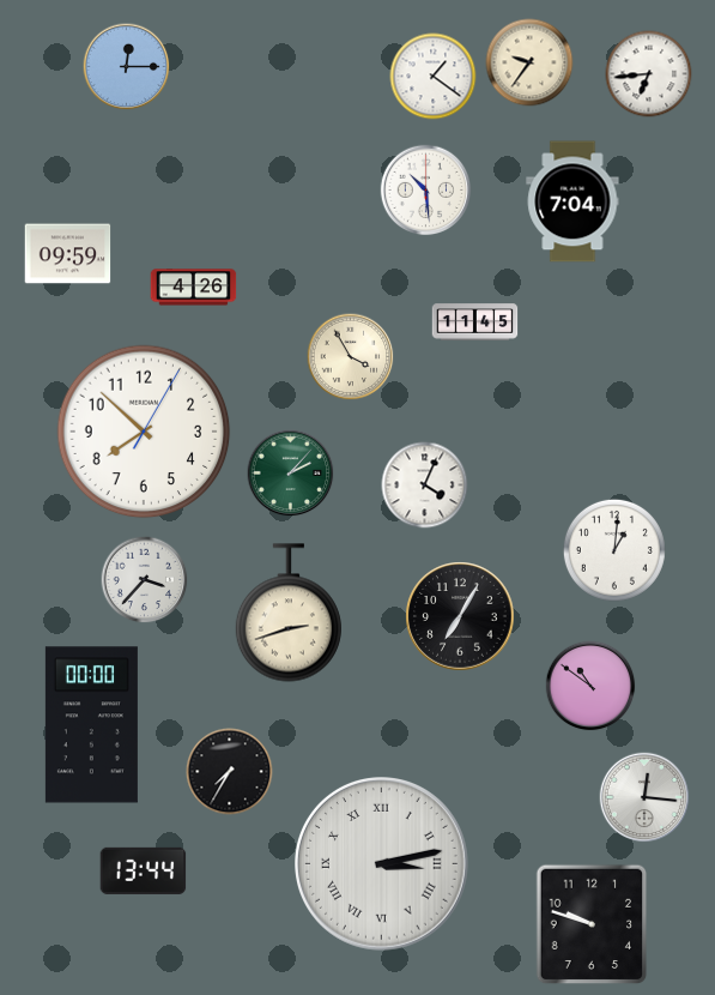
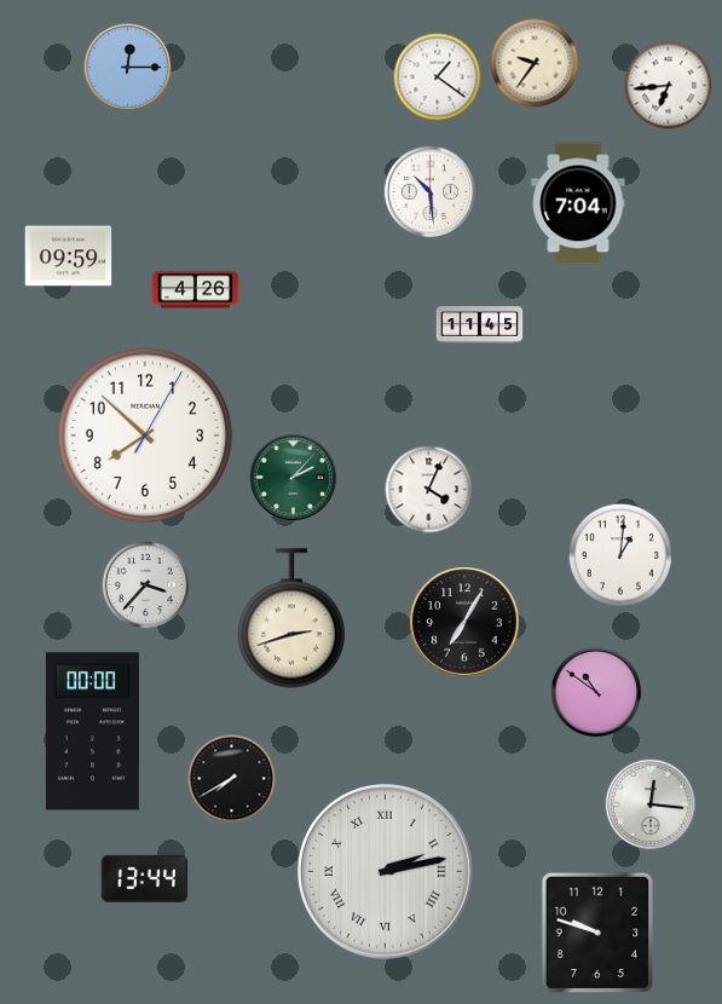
clock at (649, 74) position: (649, 74) -> (669, 86)
clock at (351, 357): 3:55 -> none
clock at (230, 772): 7:35 -> 7:40
clock at (382, 864): 3:13 -> 2:13
